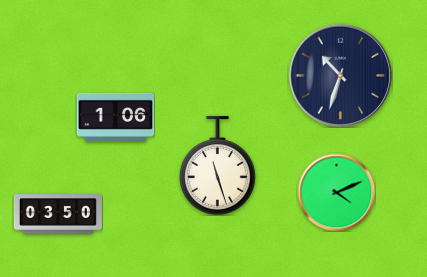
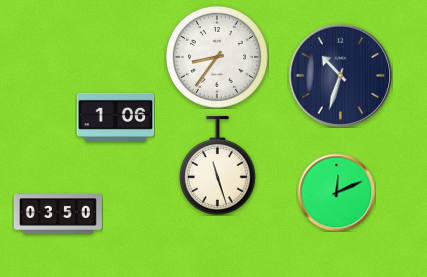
clock at (217, 57): none -> 8:36
clock at (336, 192): 4:11 -> 12:11
